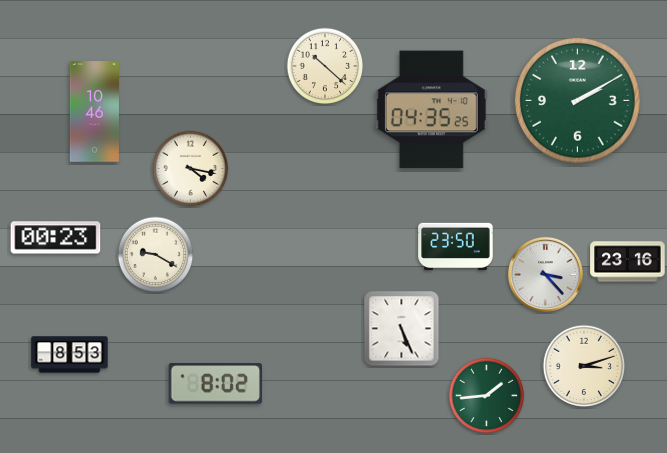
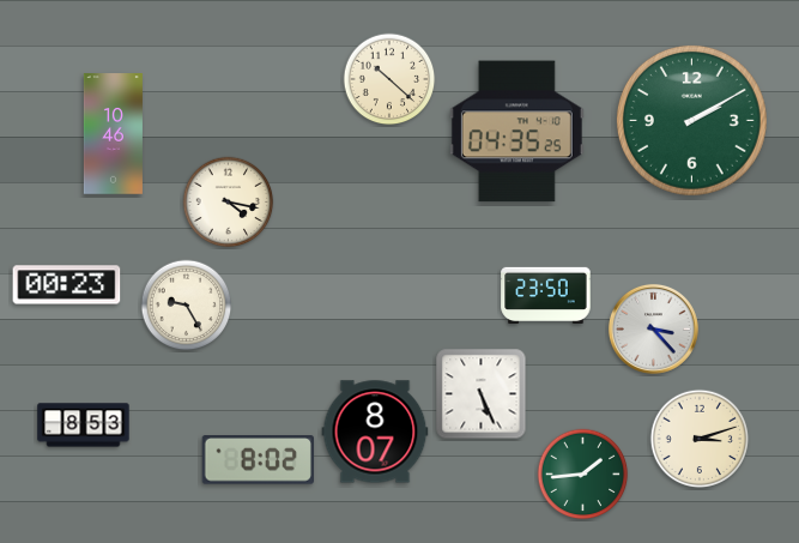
clock at (156, 255): 9:20 -> 9:25
clock at (628, 262): 23:16 -> none
clock at (375, 432): none -> 8:07
